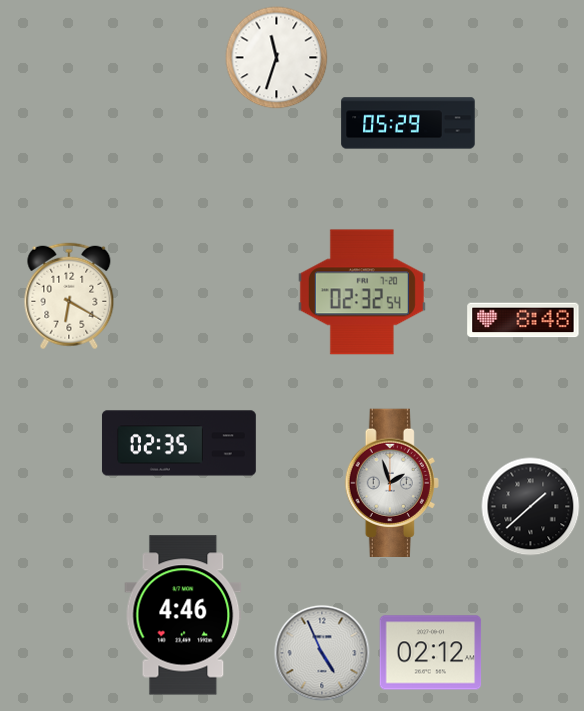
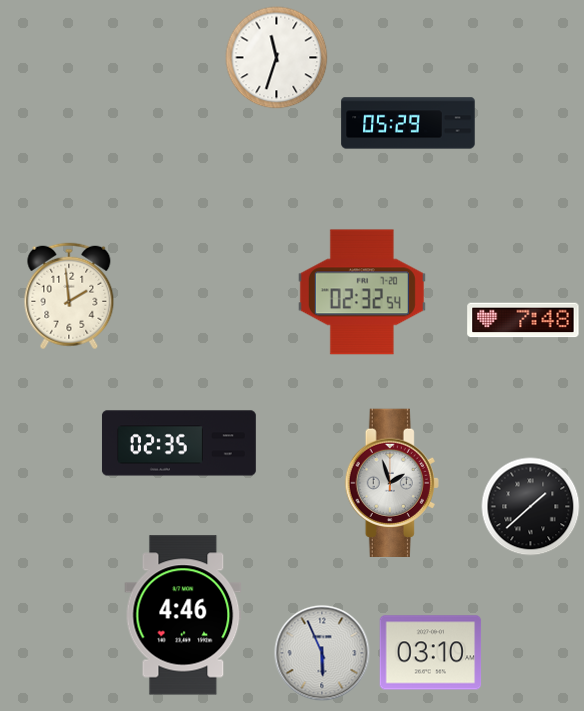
clock at (69, 296): 6:20 -> 1:59
clock at (523, 320): 8:48 -> 7:48
clock at (322, 653): 4:56 -> 5:56
clock at (431, 653): 02:12 -> 03:10
